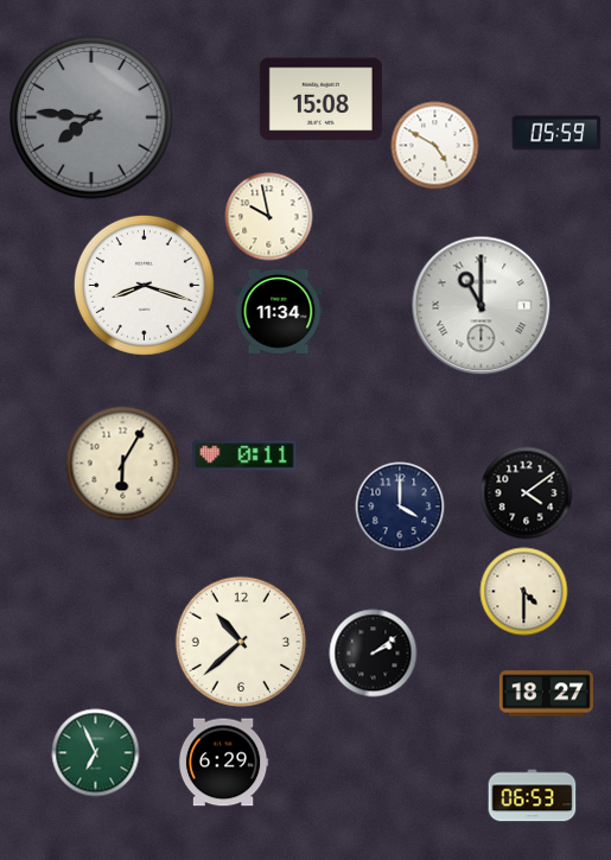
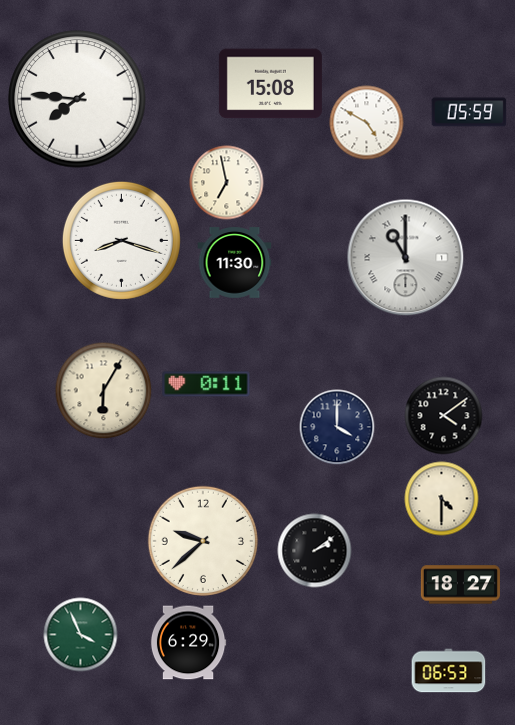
clock at (91, 117) dial: grey -> white
clock at (269, 217): 9:58 -> 6:58
clock at (279, 312): 11:34 -> 11:30
clock at (240, 641): 10:38 -> 9:38
clock at (96, 753): 6:56 -> 3:56
